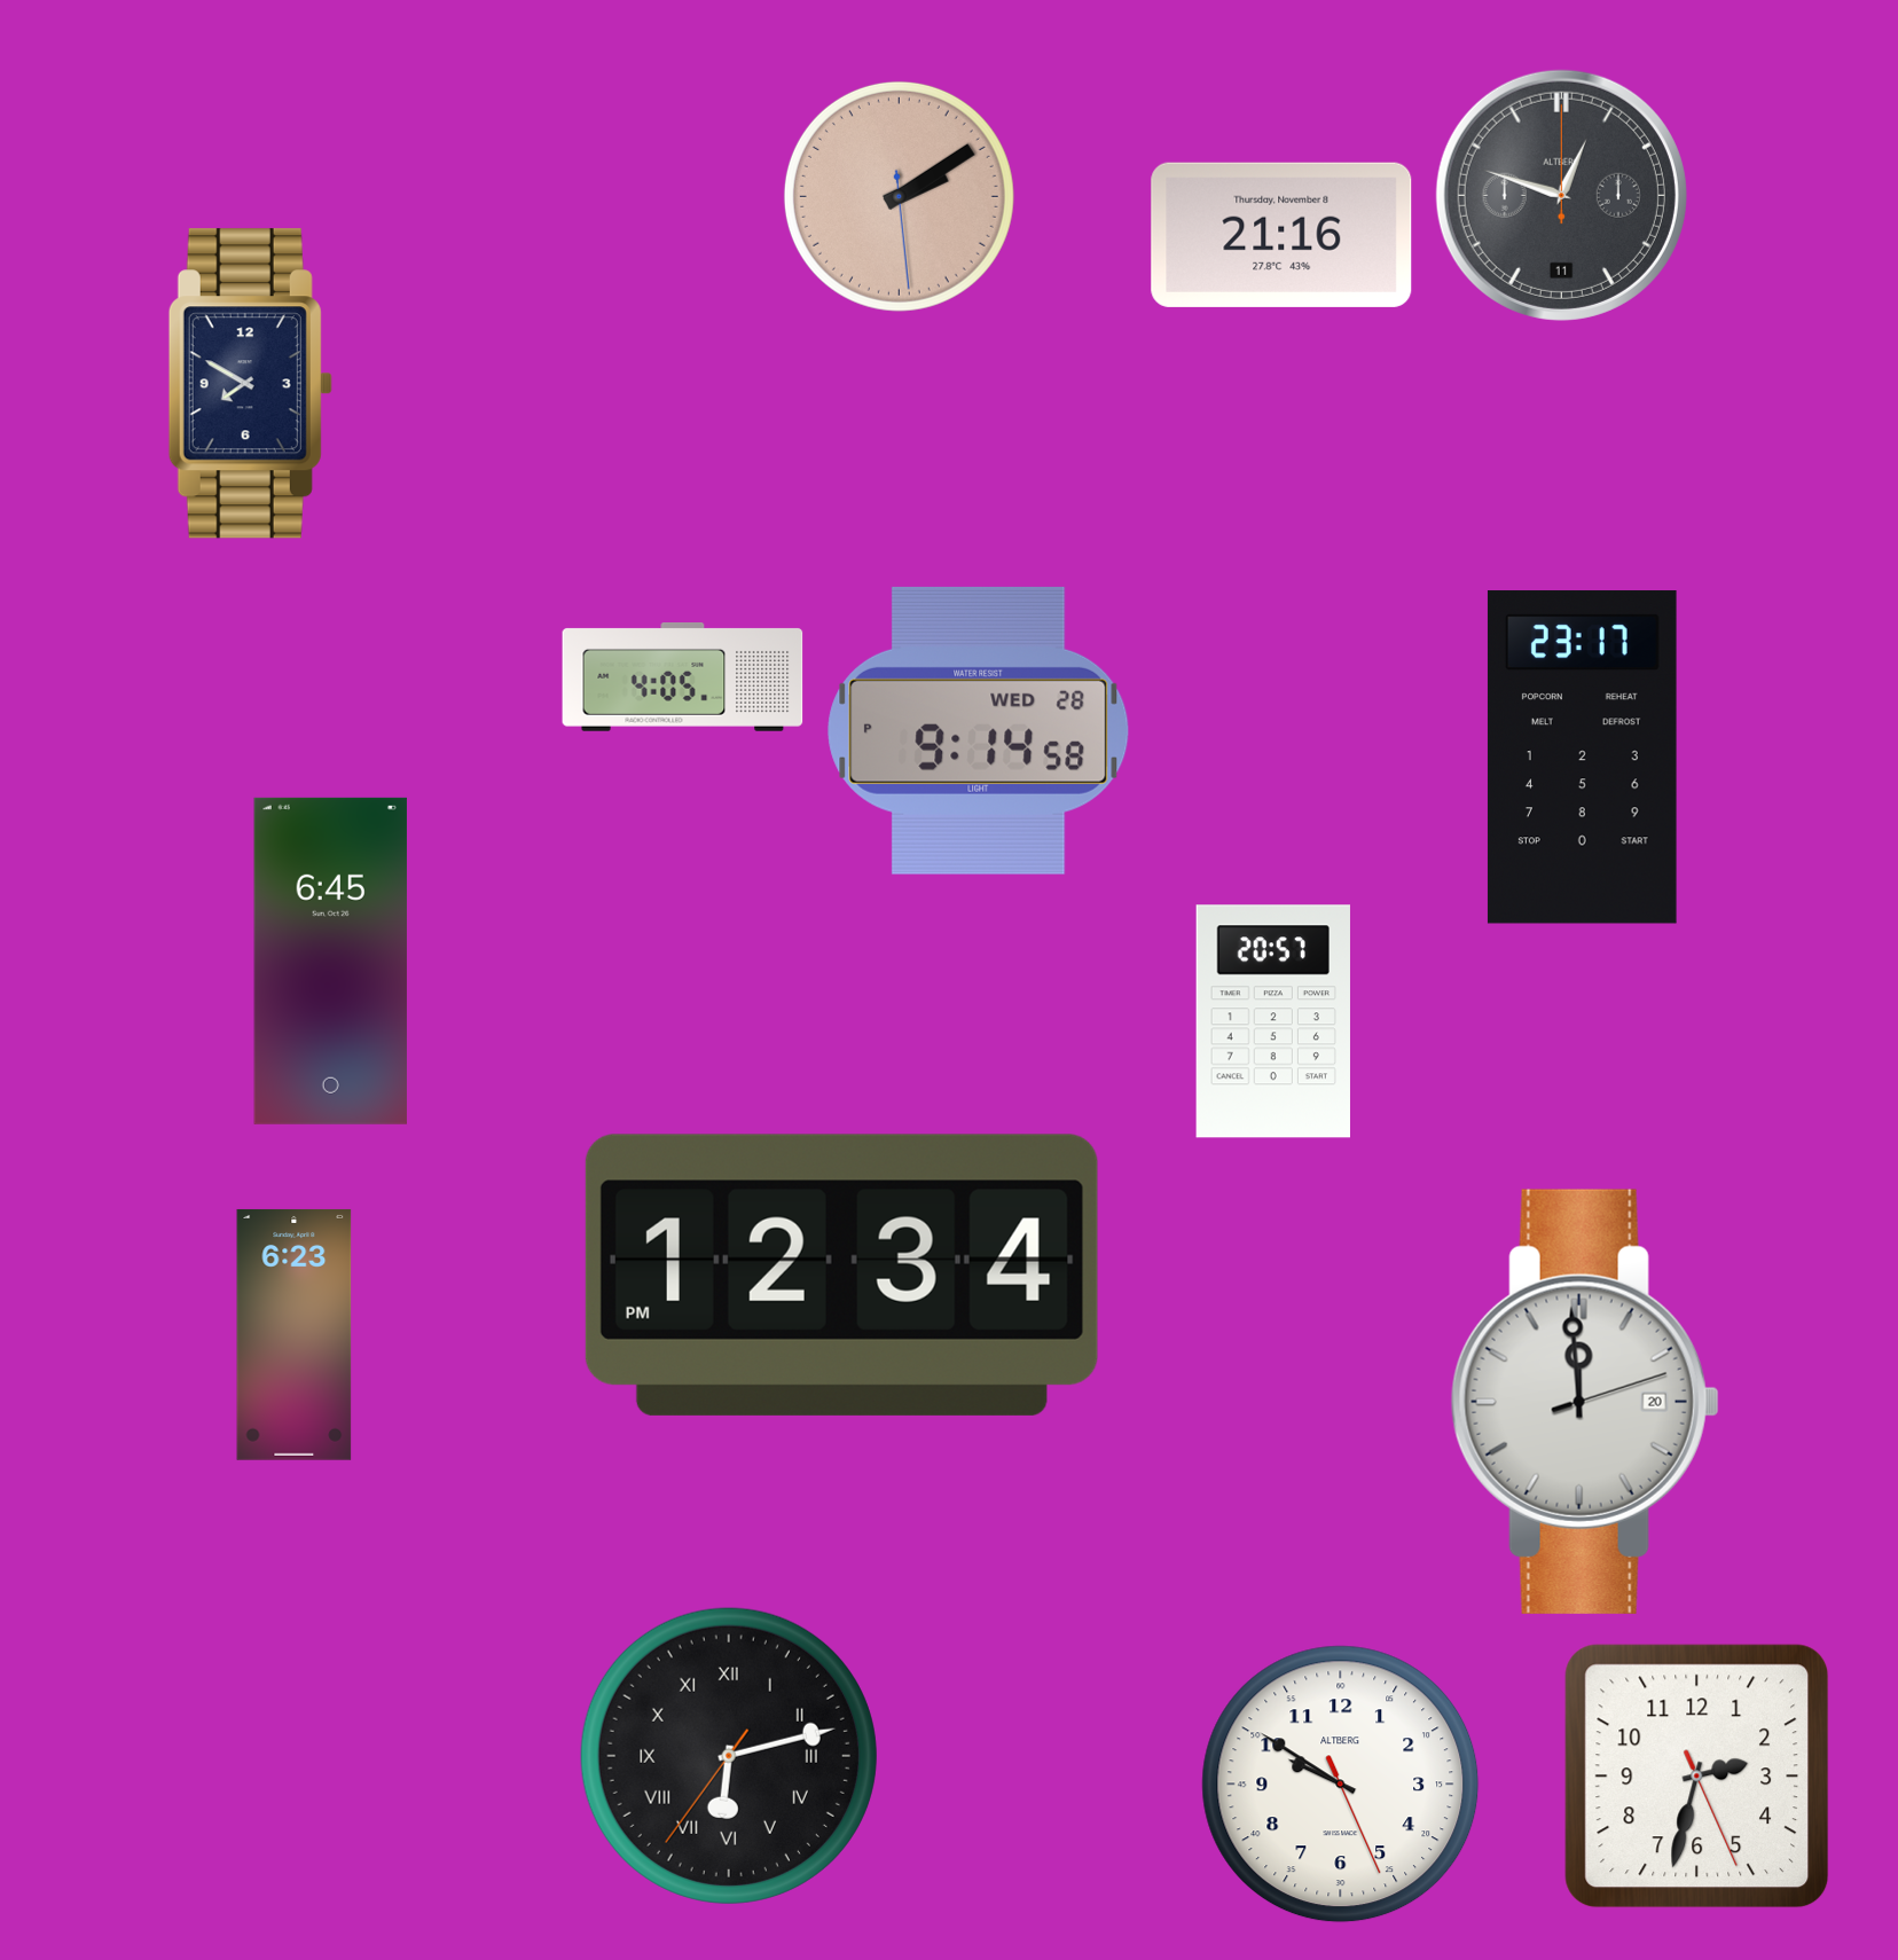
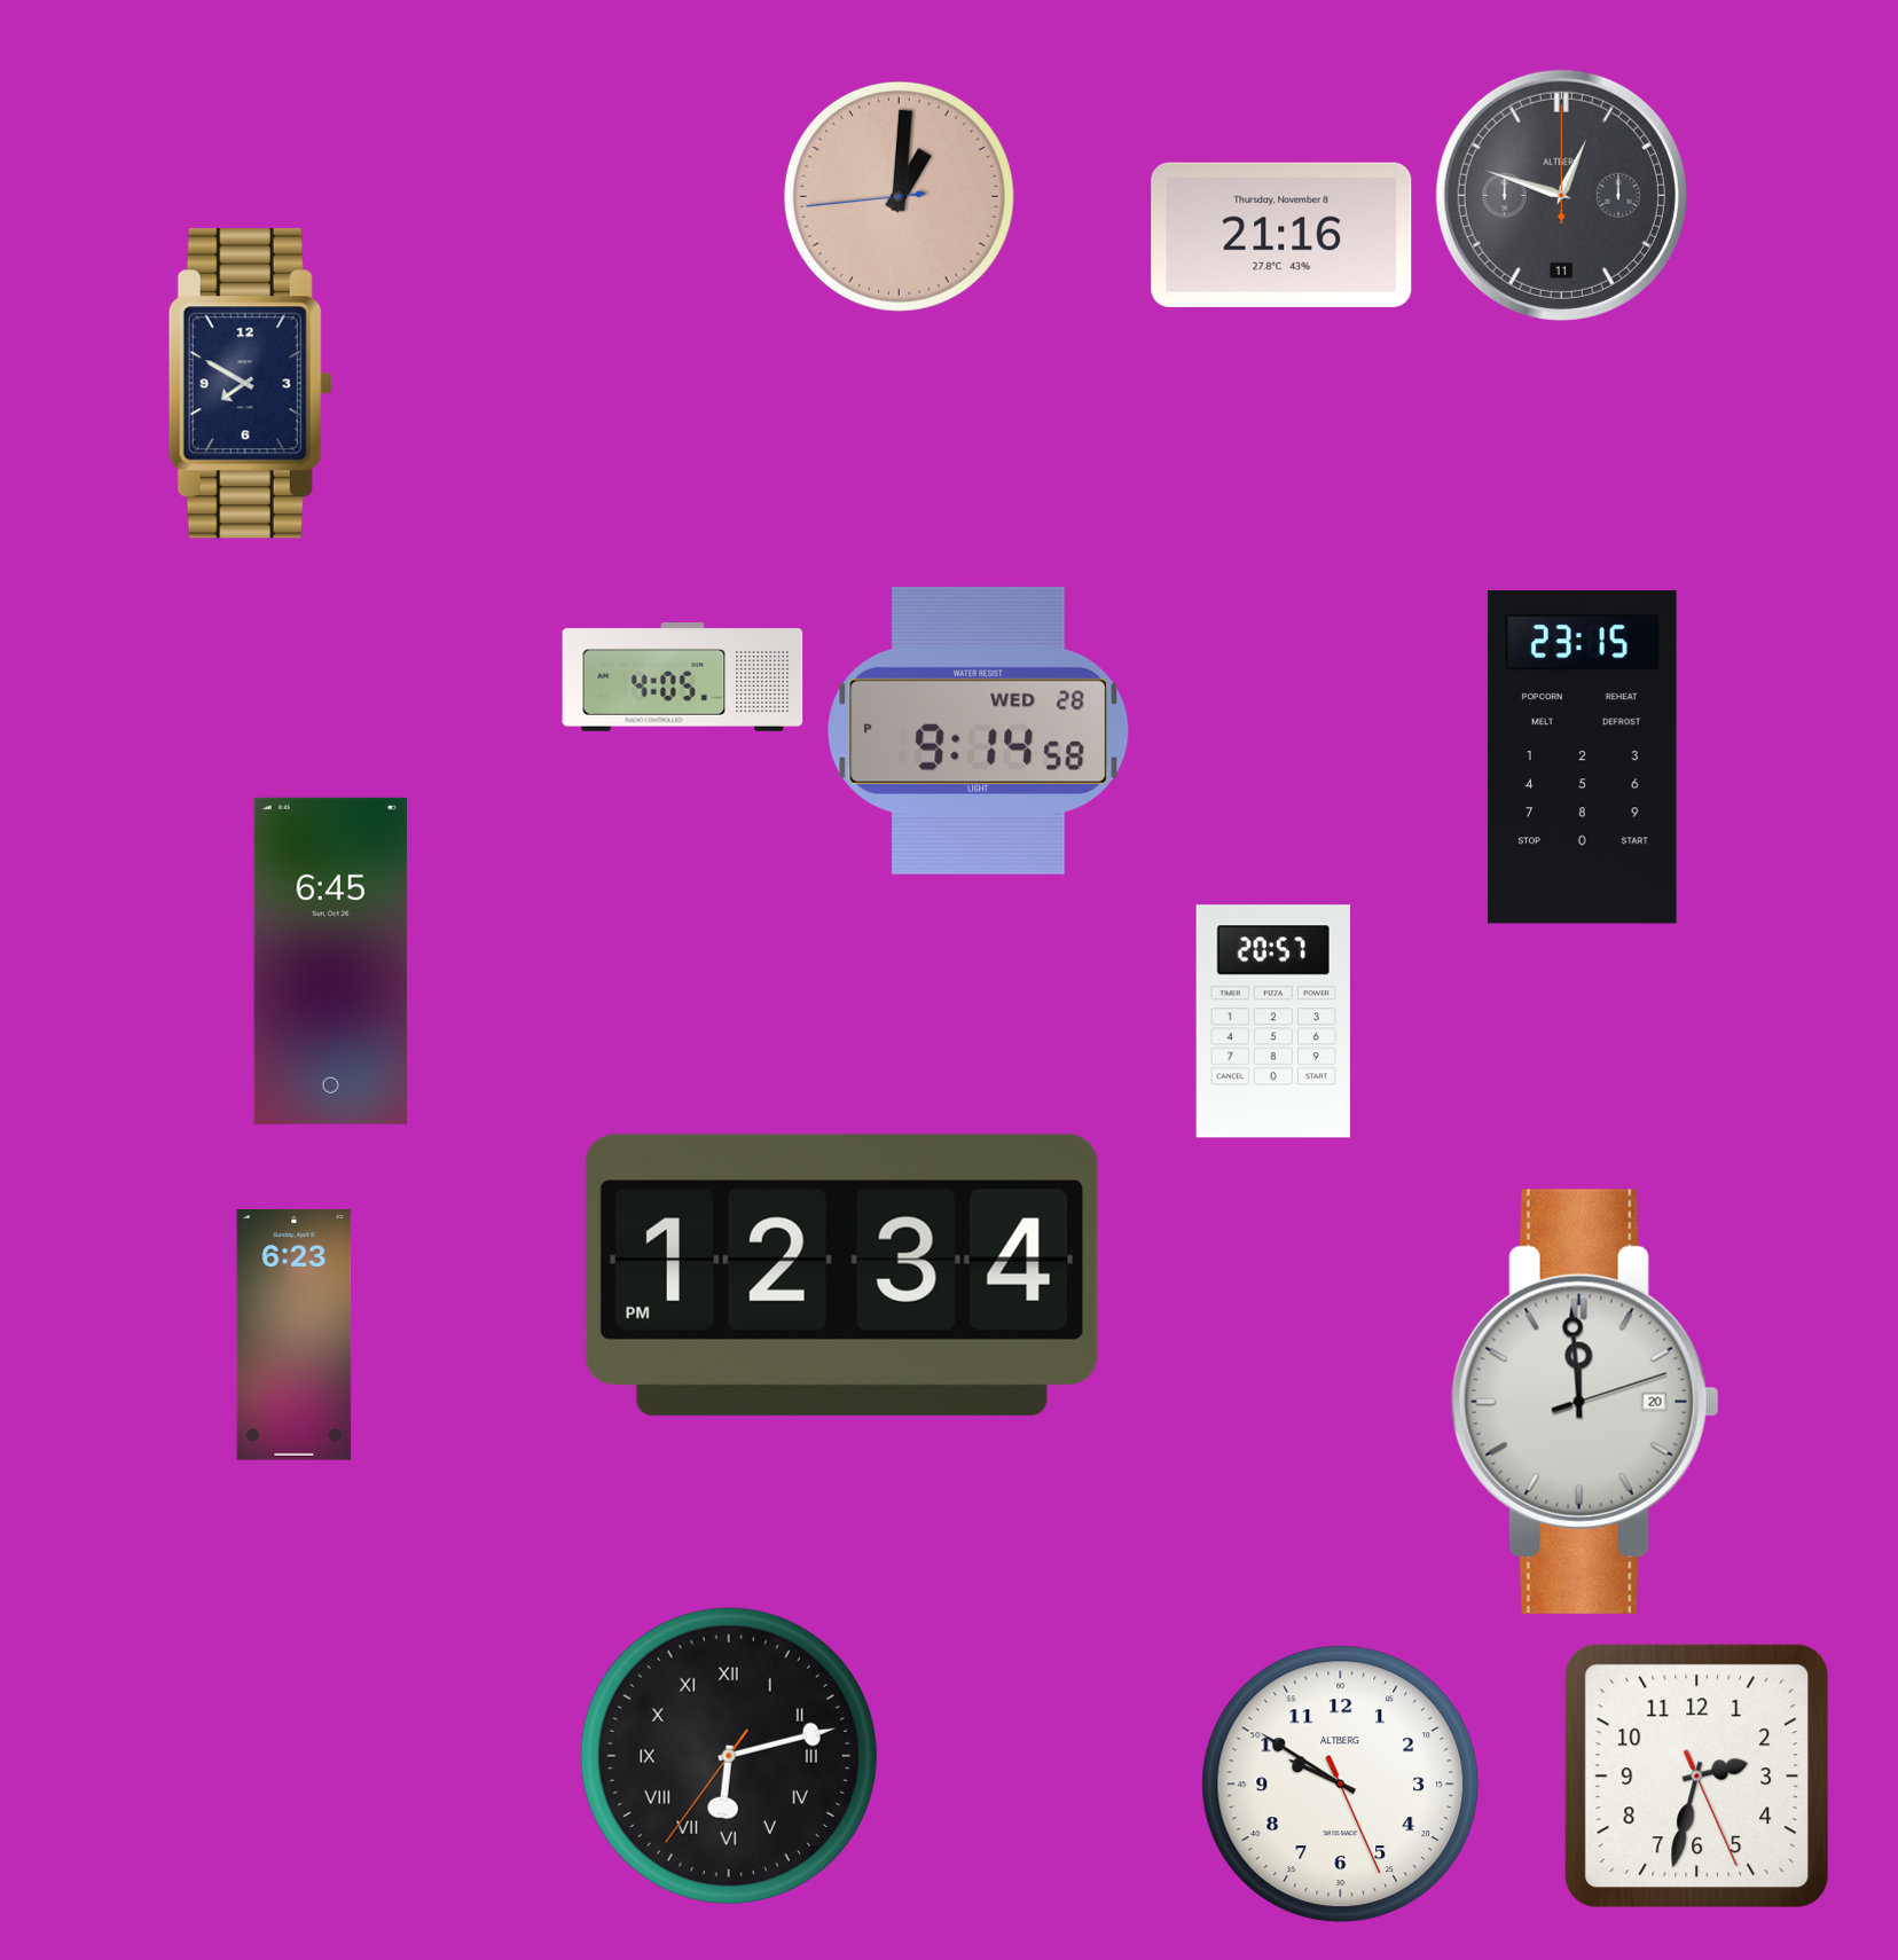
clock at (899, 196): 2:09 -> 1:00
clock at (1582, 758): 23:17 -> 23:15
